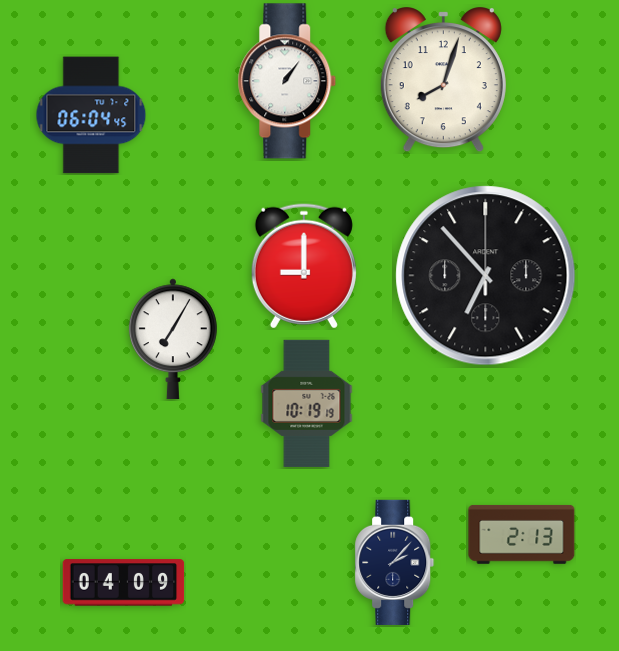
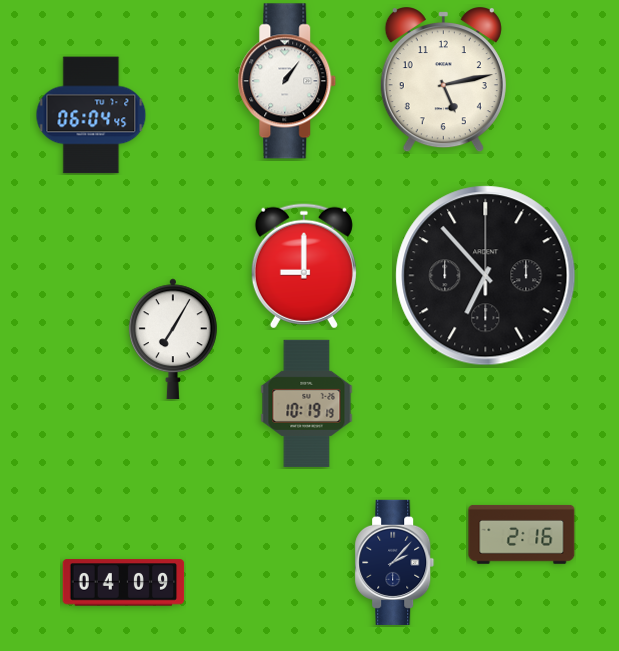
clock at (443, 80): 8:03 -> 5:13
clock at (522, 535): 2:13 -> 2:16
